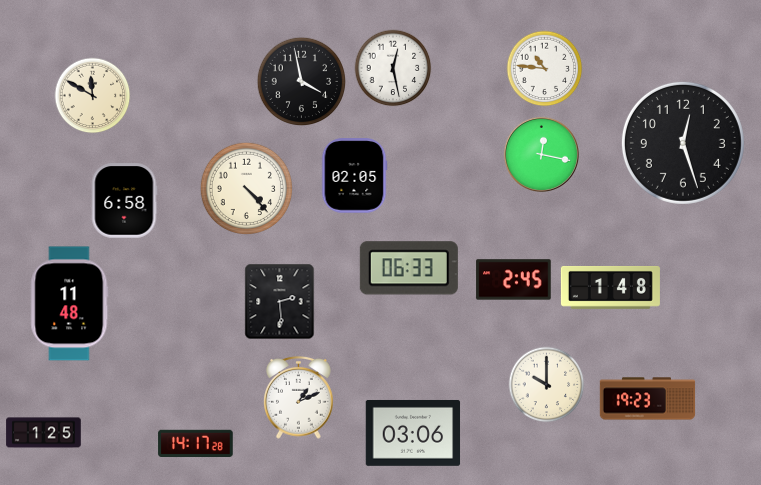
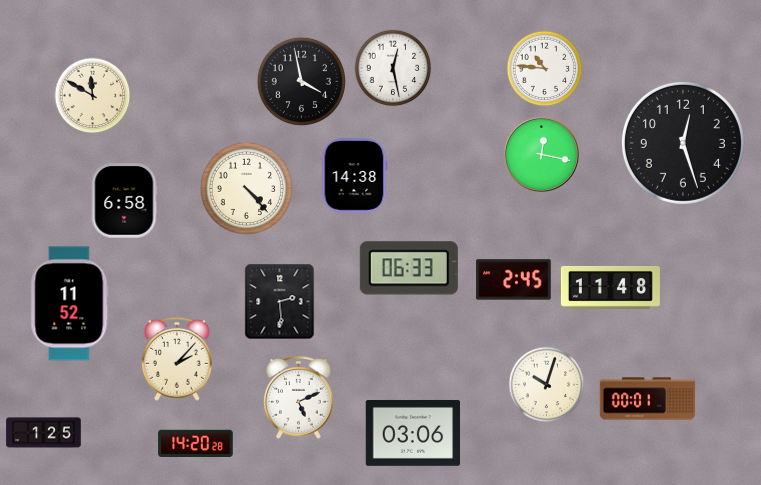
clock at (354, 176): 02:05 -> 14:38
clock at (610, 288): 1:48 -> 11:48
clock at (70, 304): 11:48 -> 11:52
clock at (177, 359): none -> 2:07
clock at (547, 385): 10:00 -> 10:03
clock at (299, 398): 1:11 -> 5:11
clock at (648, 399): 19:23 -> 00:01
clock at (196, 444): 14:17 -> 14:20
